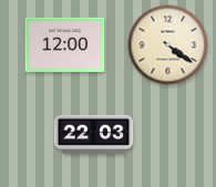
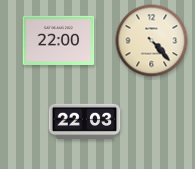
clock at (65, 44): 12:00 -> 22:00
clock at (168, 45): 4:21 -> 4:23
